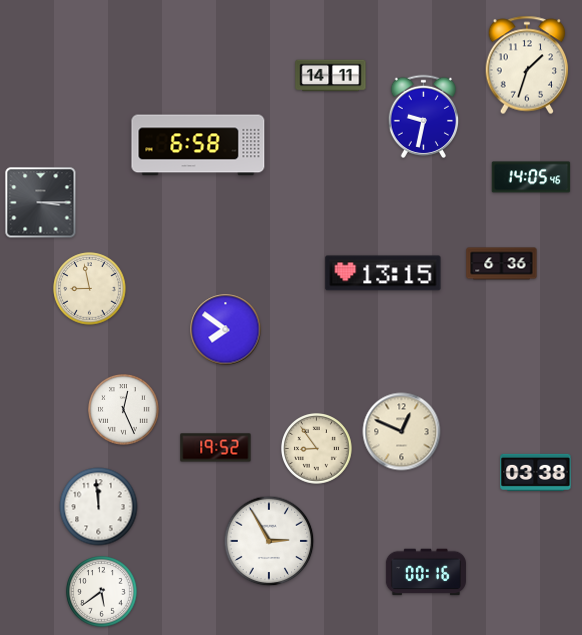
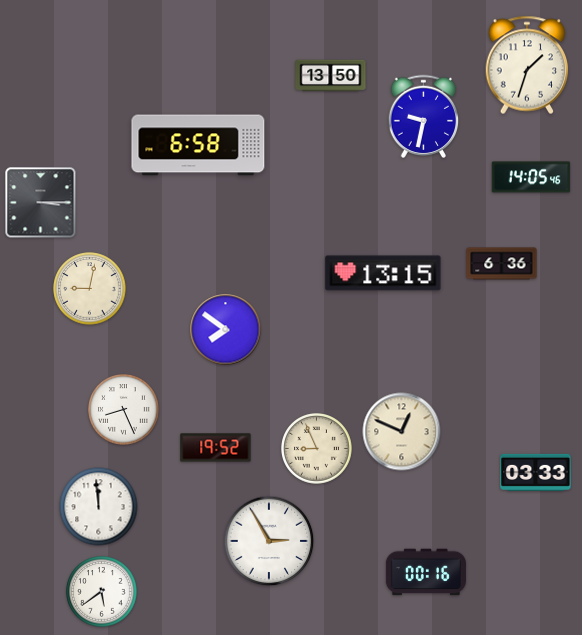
clock at (331, 76): 14:11 -> 13:50
clock at (90, 289): 8:58 -> 9:02
clock at (124, 410): 12:26 -> 8:26
clock at (317, 449): 8:54 -> 8:56
clock at (536, 472): 03:38 -> 03:33
